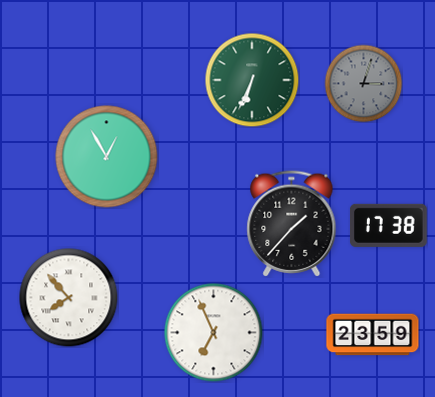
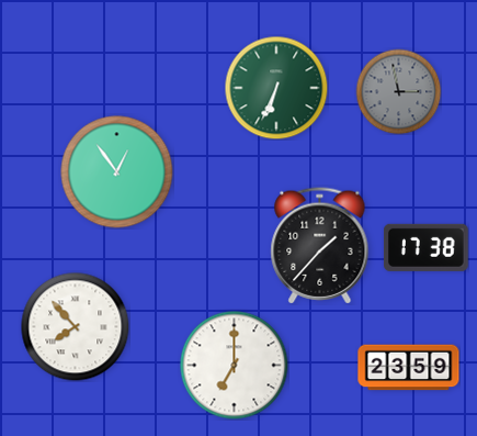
clock at (363, 83): 3:03 -> 2:58
clock at (107, 157): 12:55 -> 12:54
clock at (214, 333): 6:56 -> 7:00
